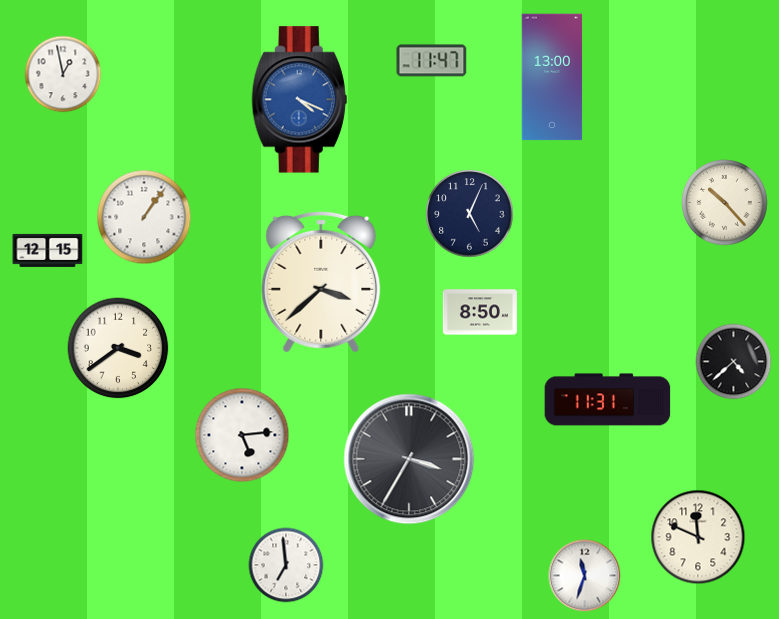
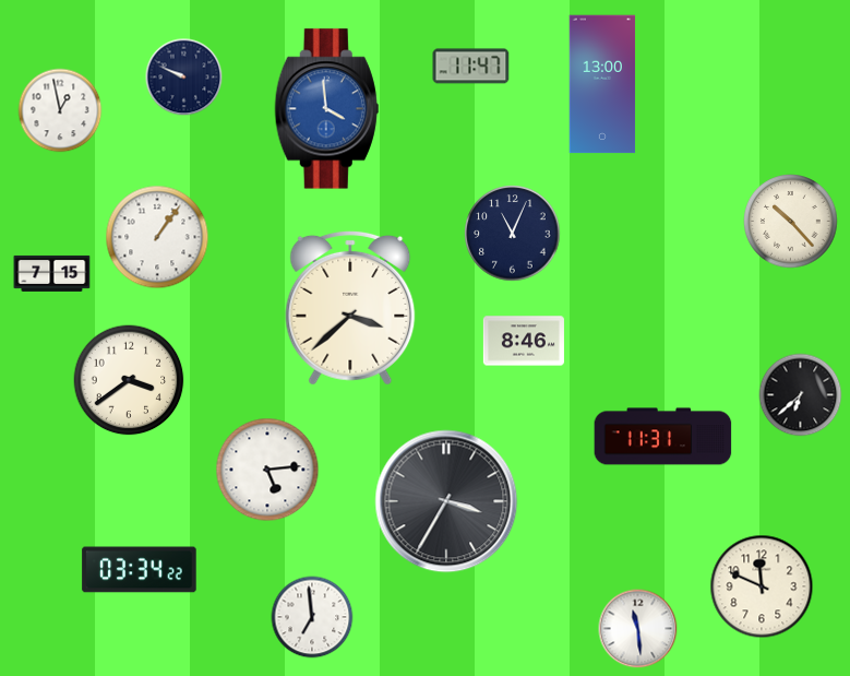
clock at (184, 78): none -> 9:49
clock at (63, 74) position: (63, 74) -> (60, 110)
clock at (299, 100): 4:19 -> 3:59
clock at (470, 214): 5:04 -> 11:04
clock at (48, 250): 12:15 -> 7:15
clock at (480, 312): 8:50 -> 8:46
clock at (734, 362): 4:38 -> 6:38
clock at (242, 435) position: (242, 435) -> (267, 470)
clock at (140, 570): none -> 03:34
clock at (585, 576): 11:33 -> 11:29
